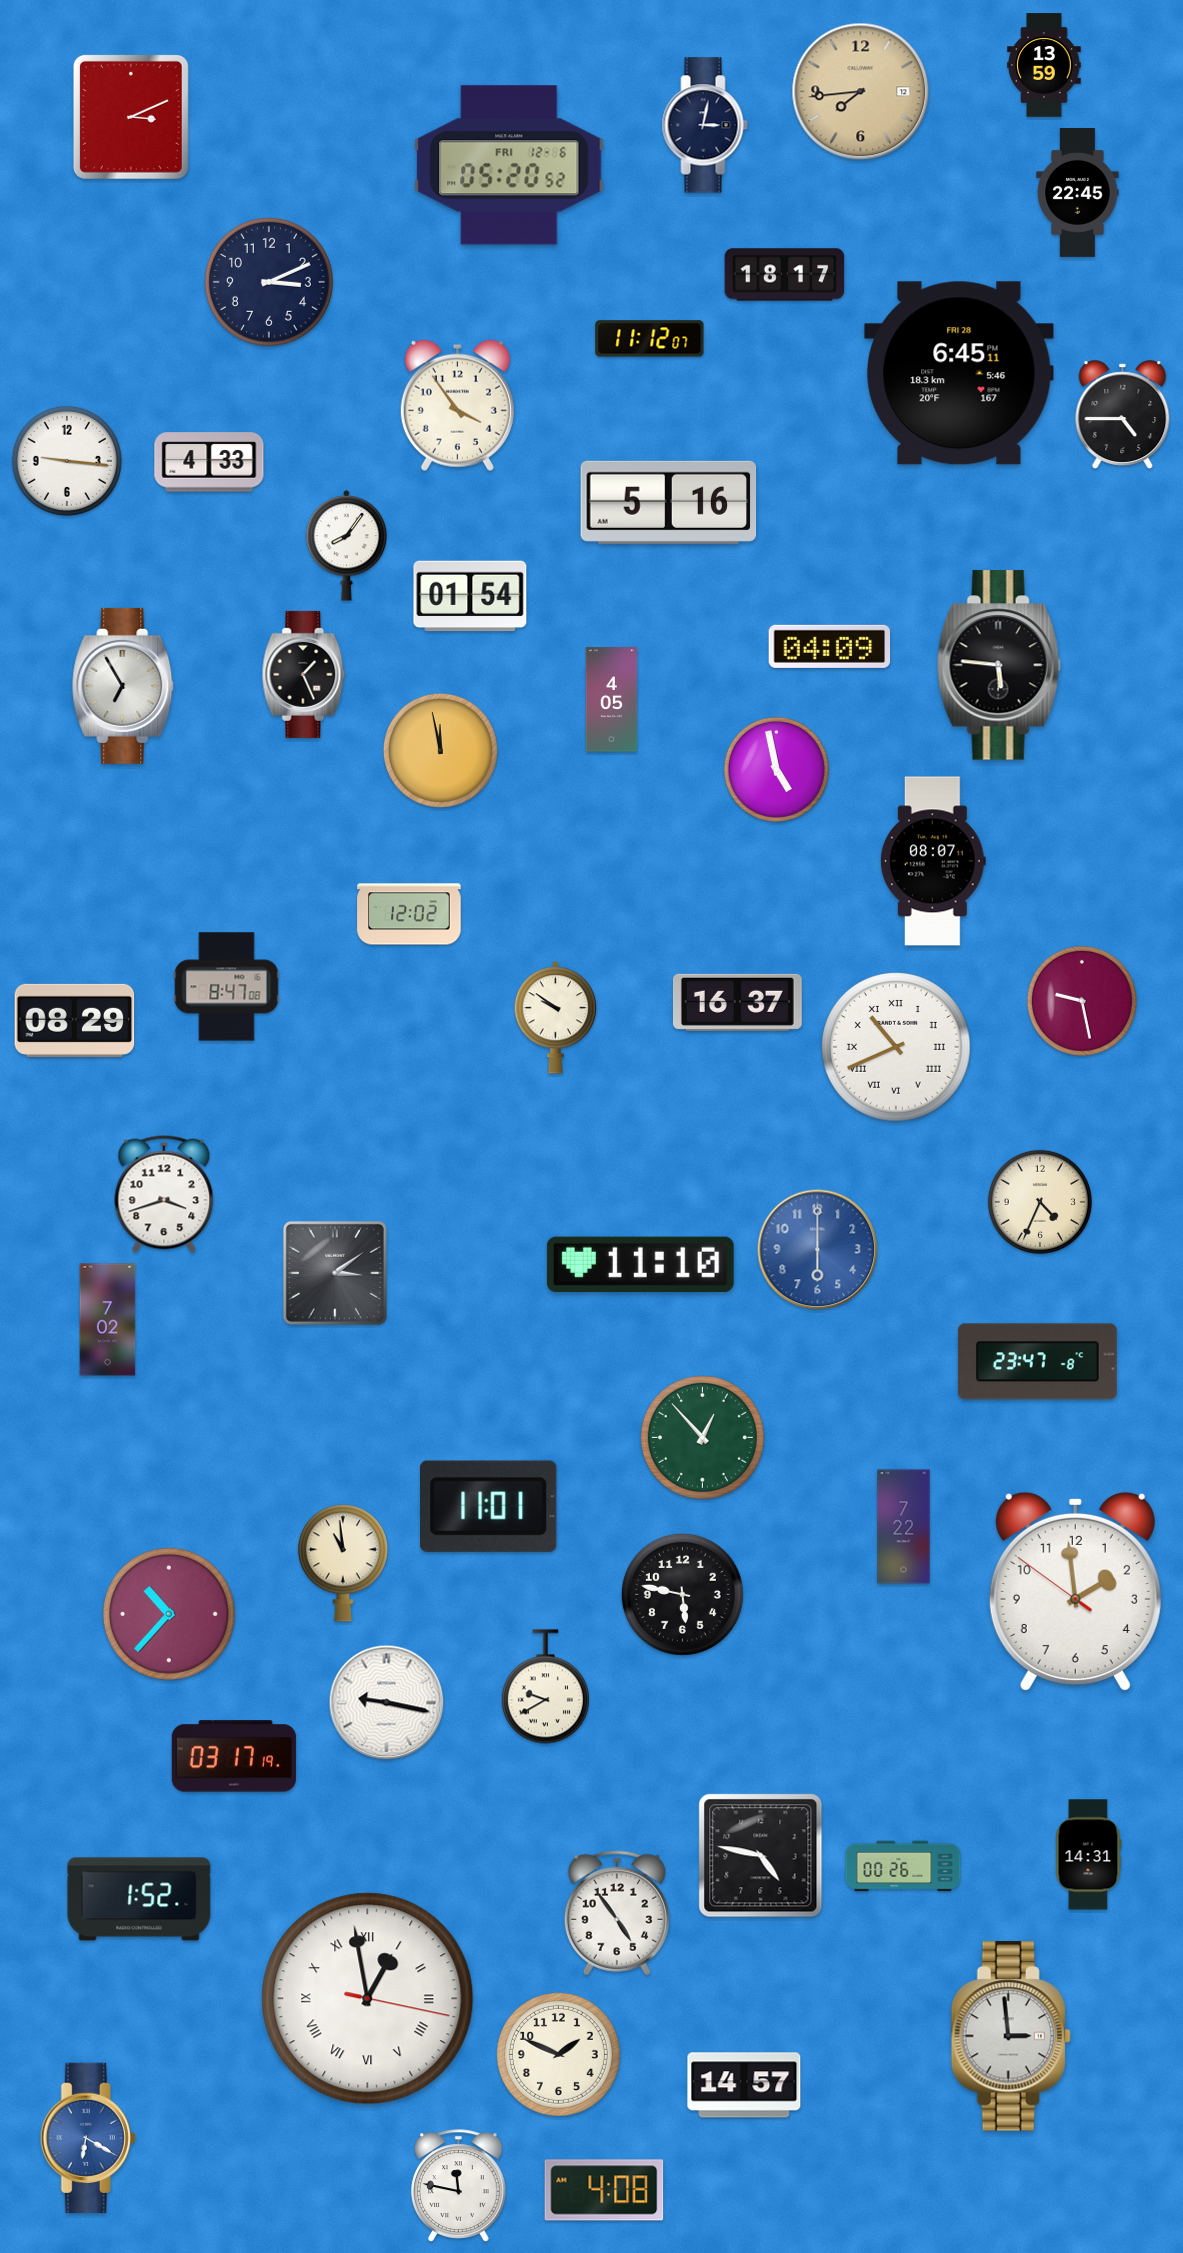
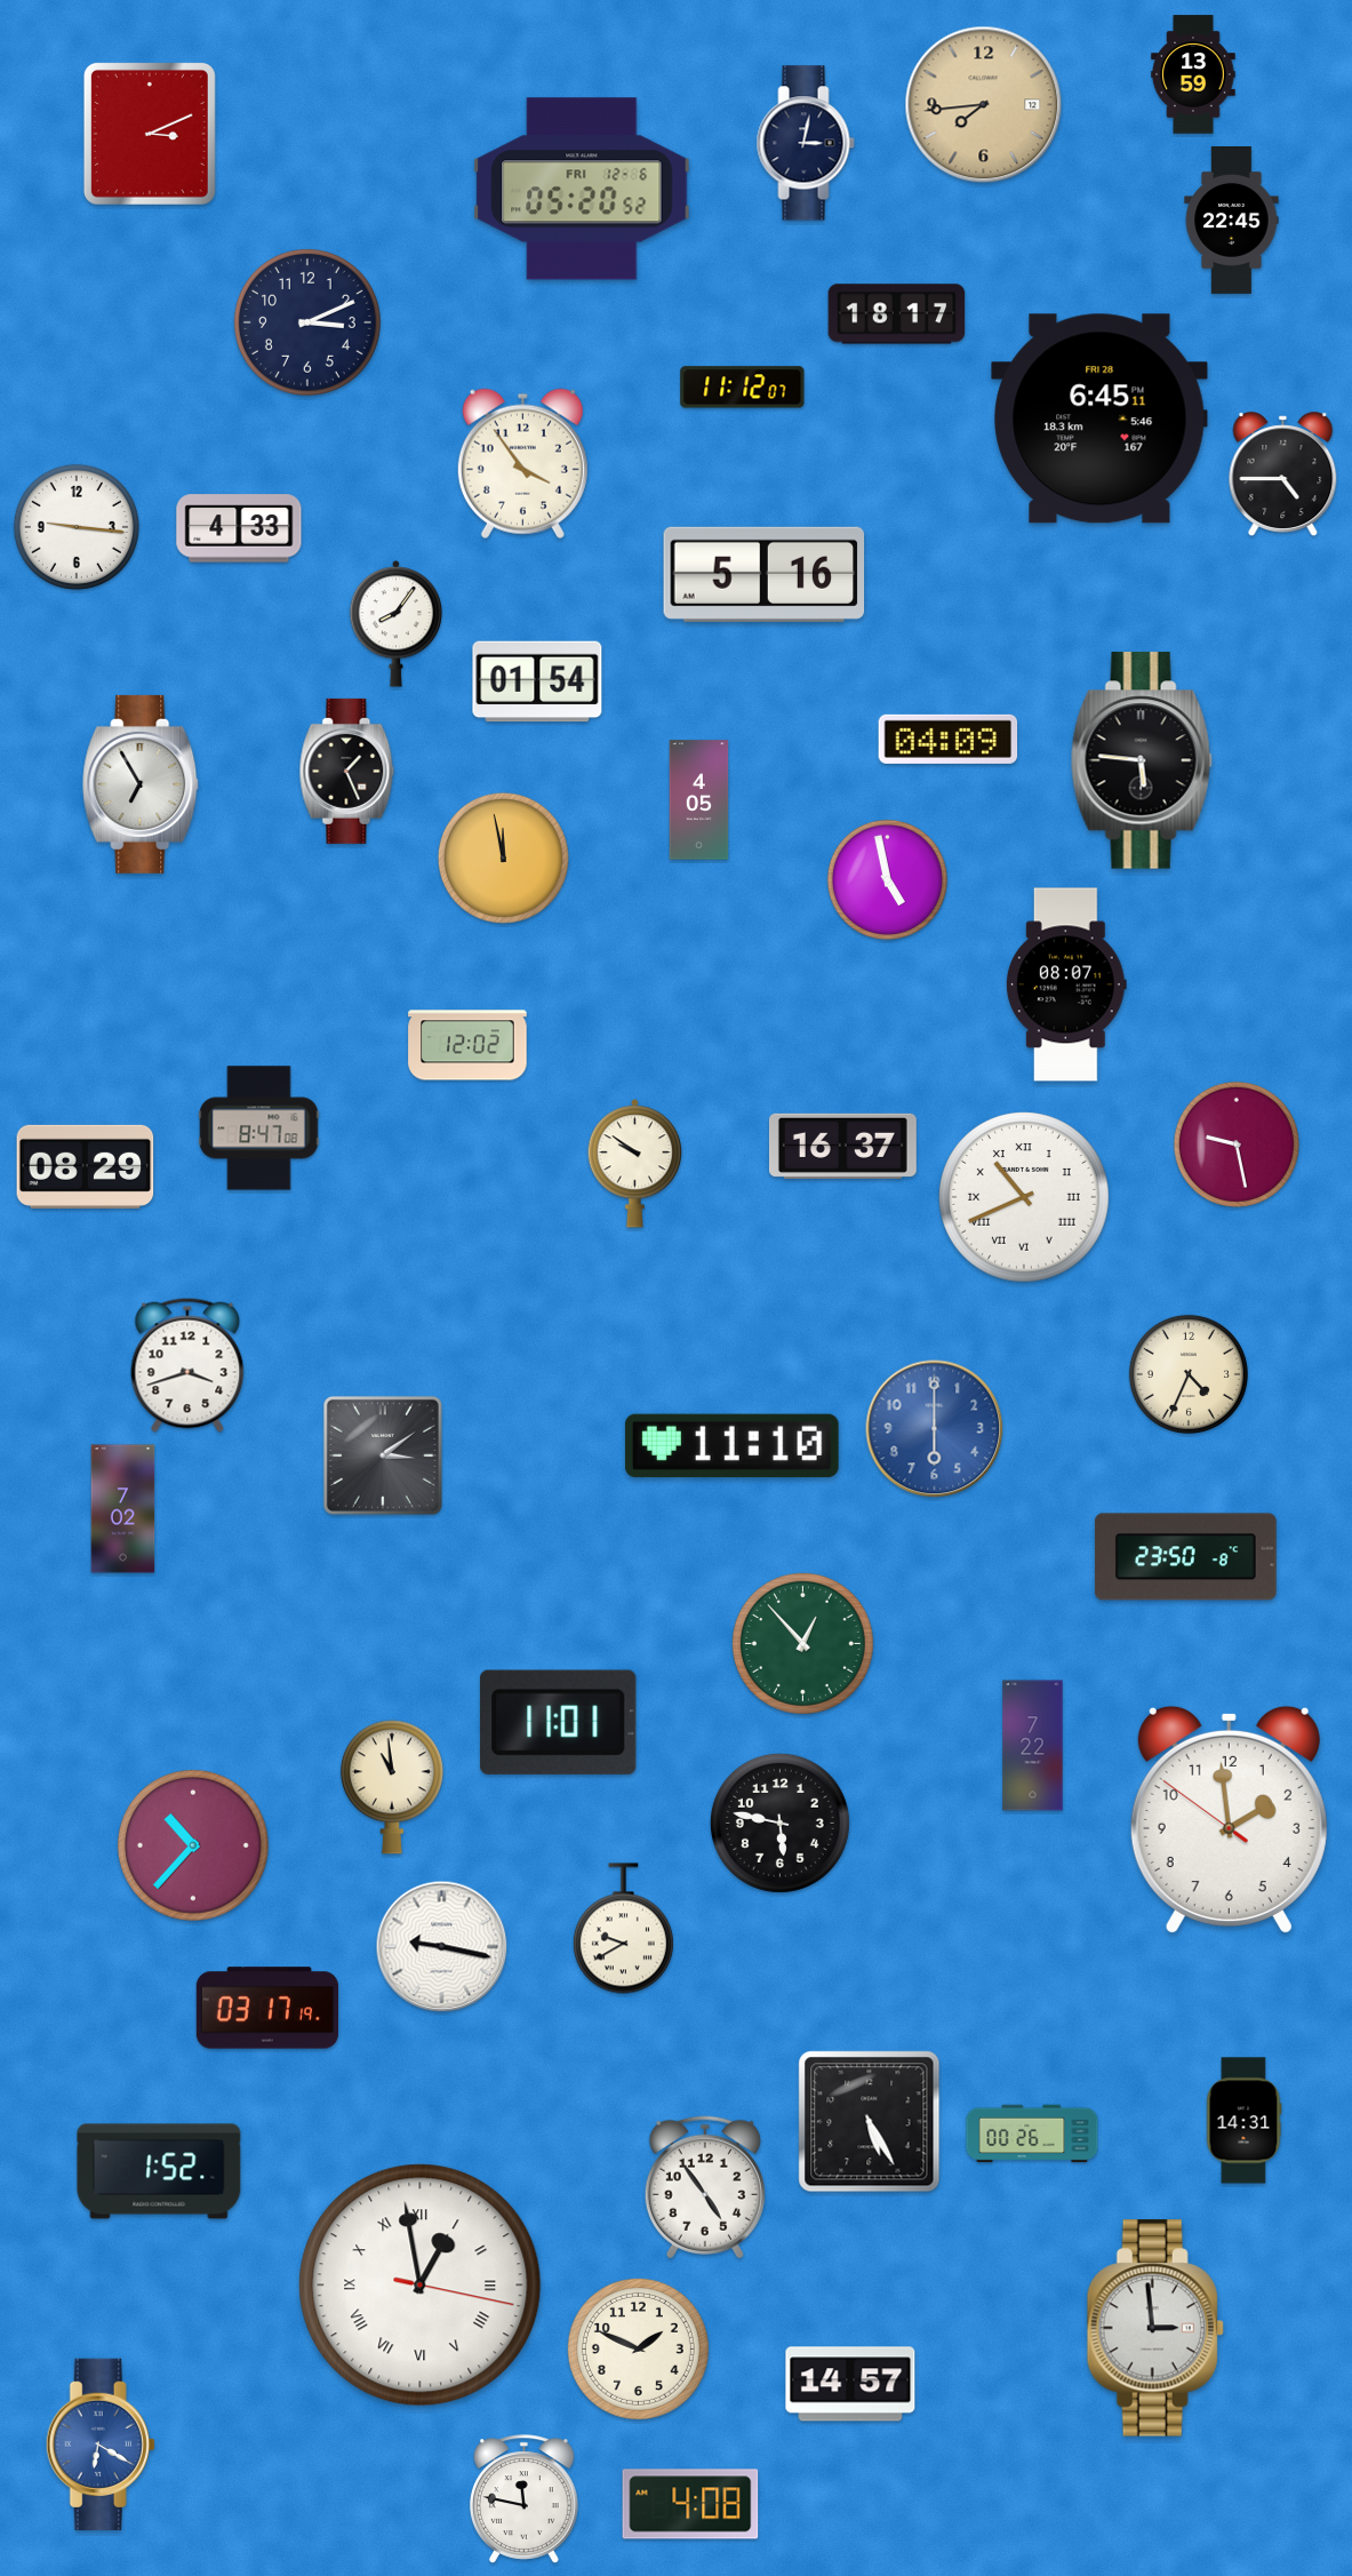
clock at (959, 373) position: (959, 373) -> (1099, 418)
clock at (1037, 1362): 23:47 -> 23:50
clock at (761, 1856): 4:47 -> 5:25
